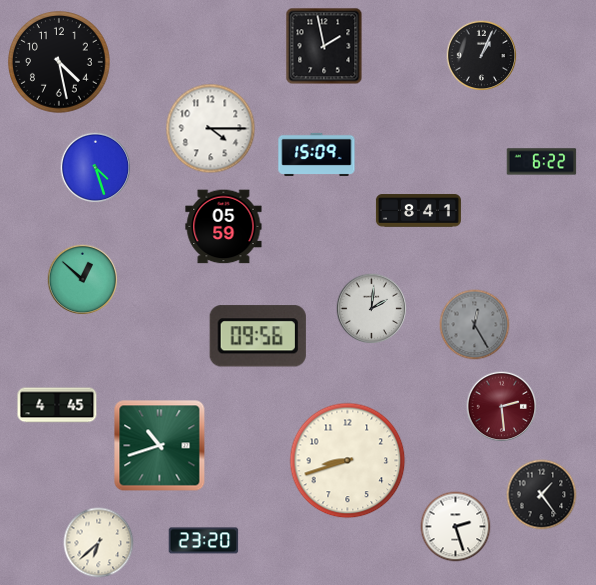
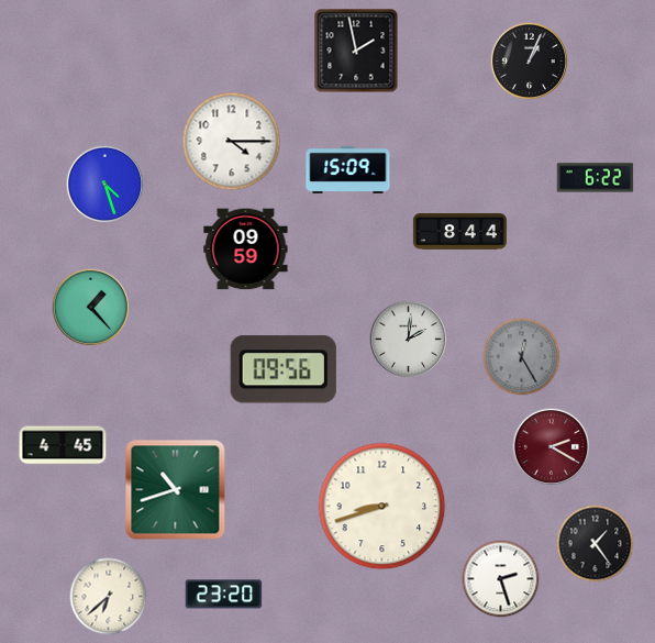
clock at (60, 63): 4:28 -> none
clock at (418, 211): 8:41 -> 8:44
clock at (224, 227): 05:59 -> 09:59
clock at (83, 280): 12:52 -> 1:23
clock at (502, 407): 2:29 -> 2:20
